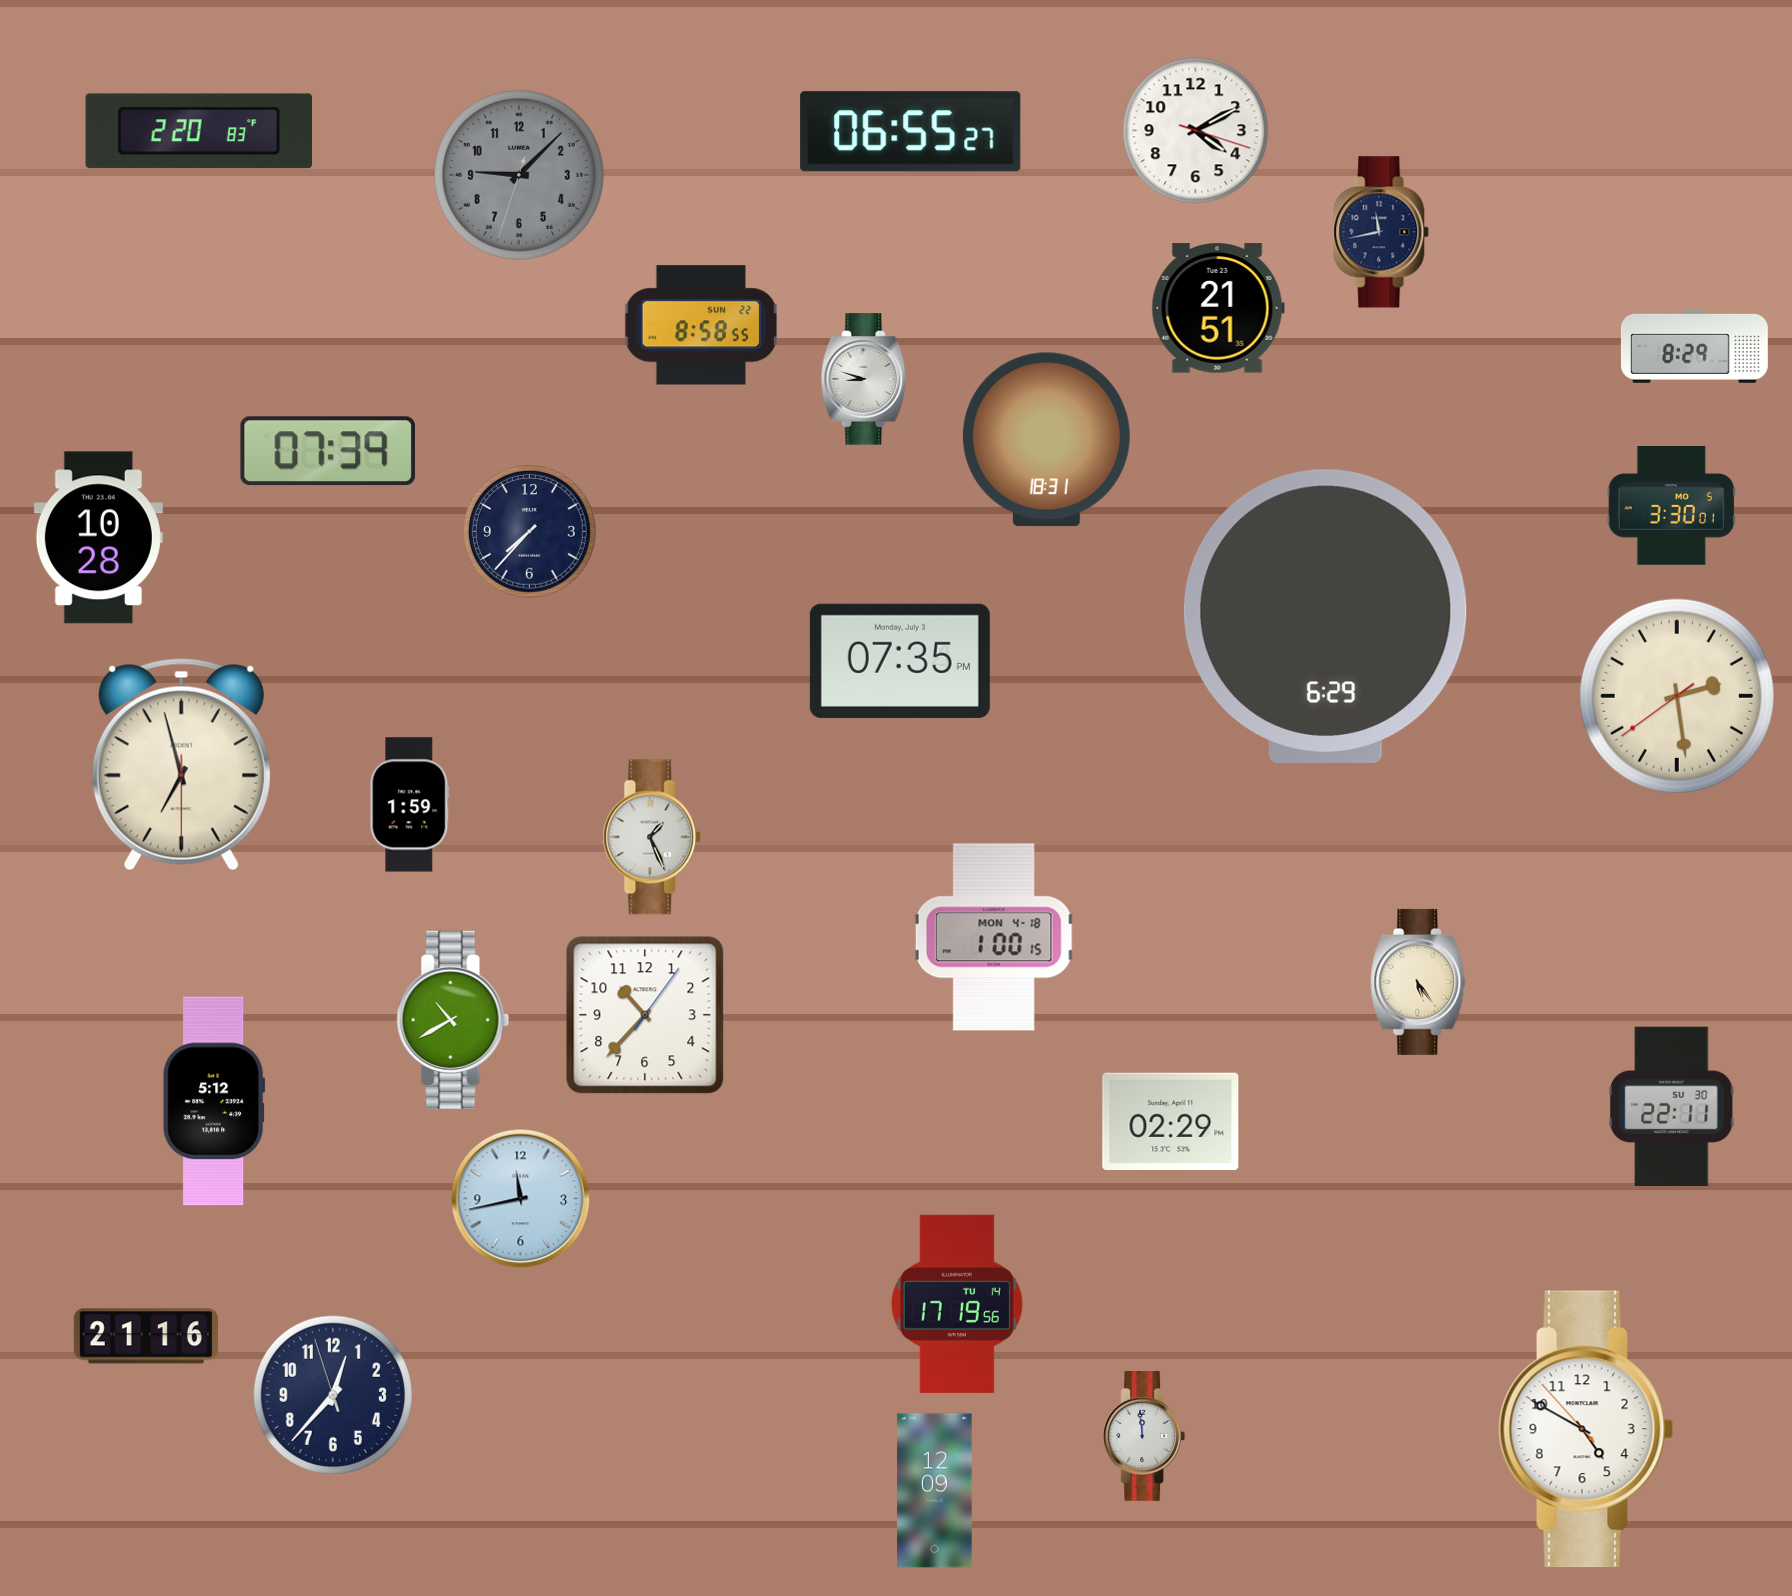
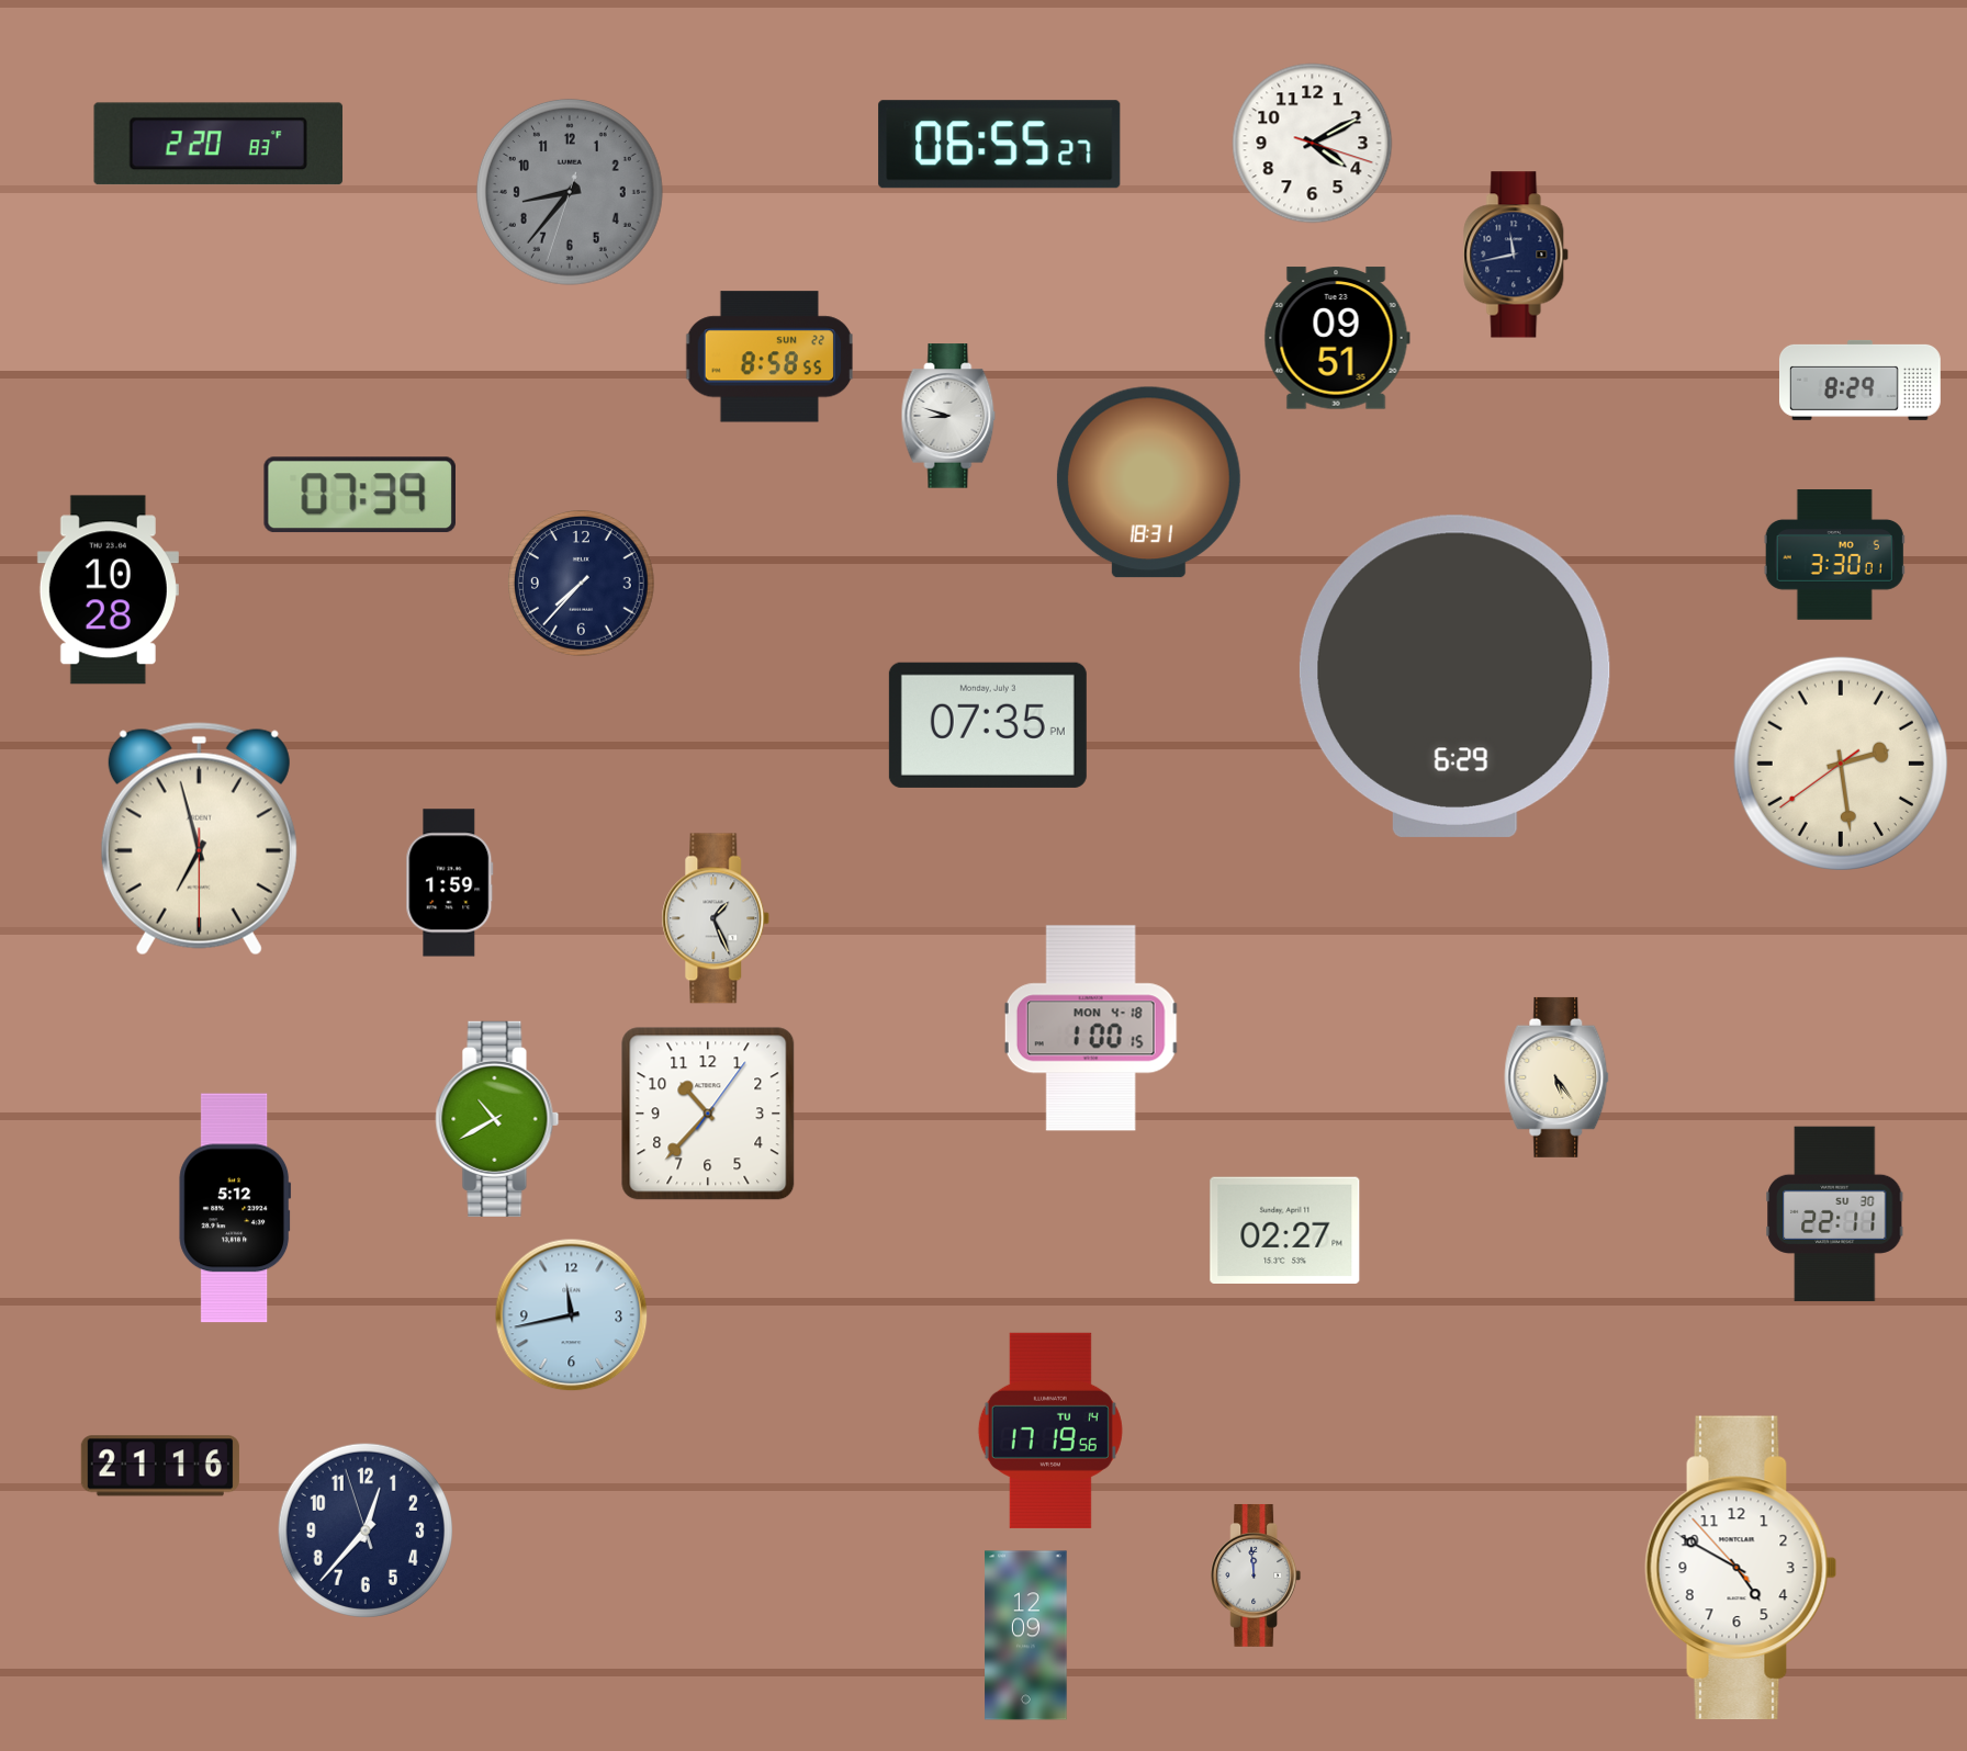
clock at (519, 175): 9:07 -> 8:36
clock at (1218, 308): 21:51 -> 09:51
clock at (1171, 1121): 02:29 -> 02:27
